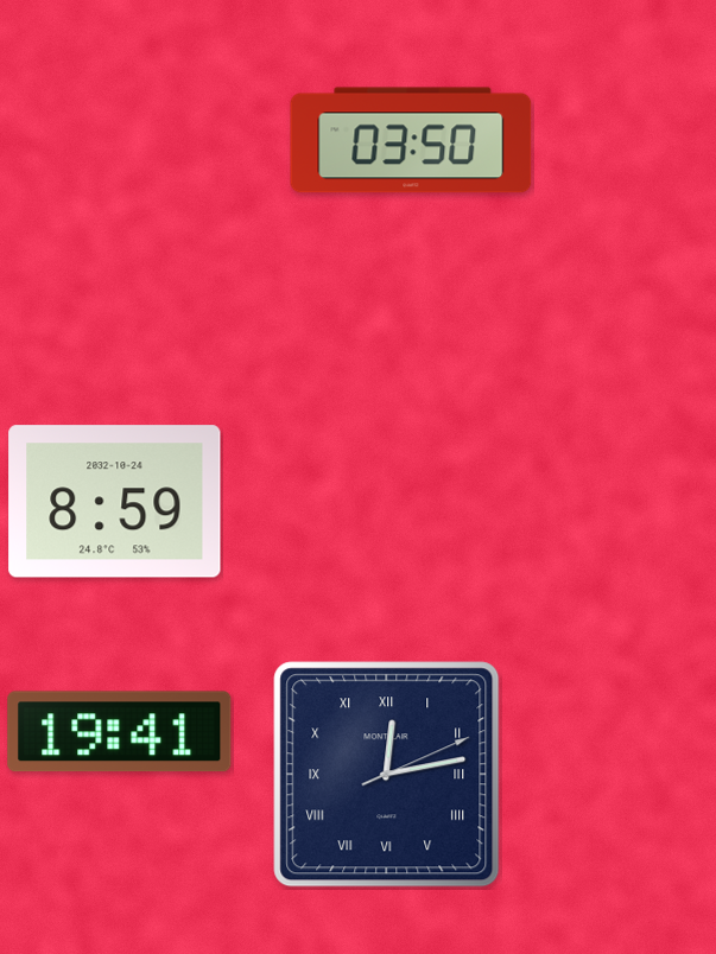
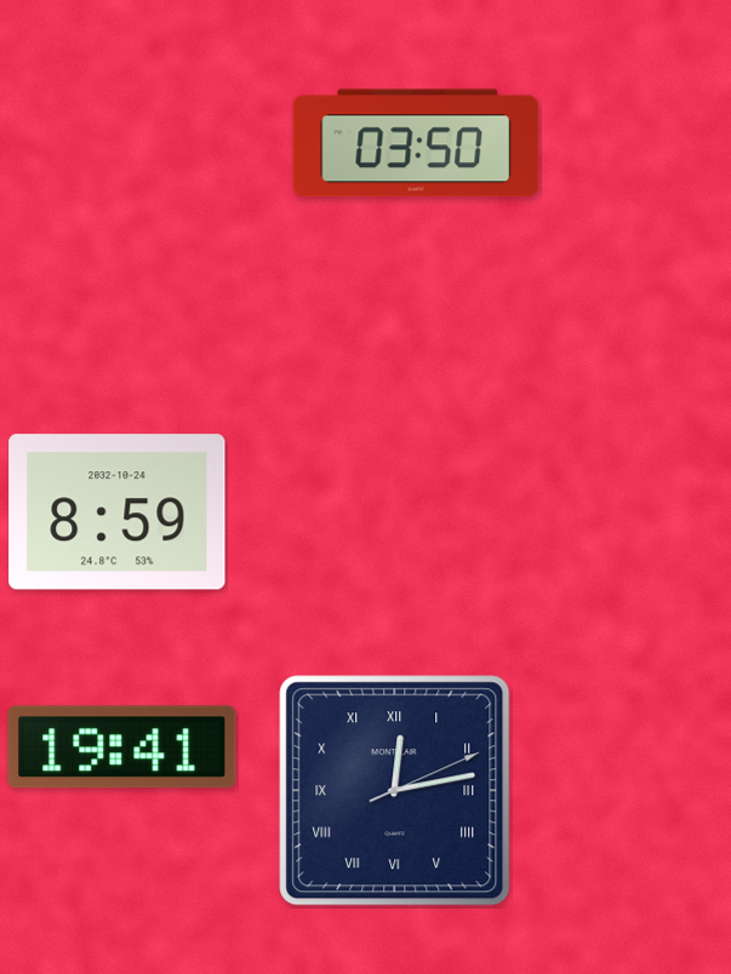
clock at (411, 140) position: (411, 140) -> (416, 143)
